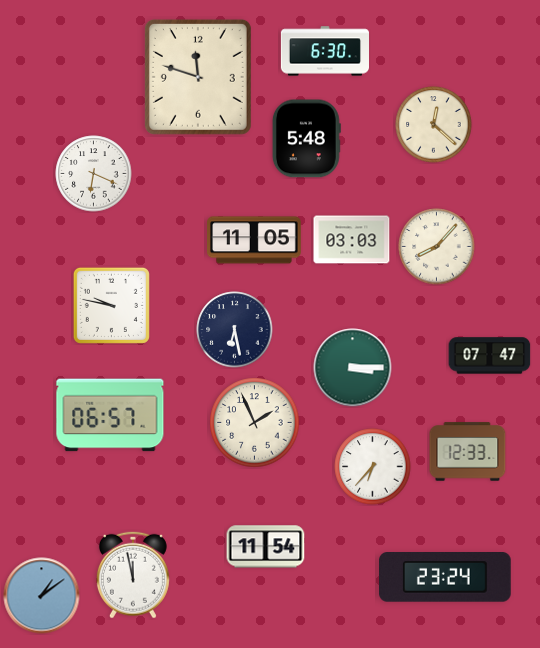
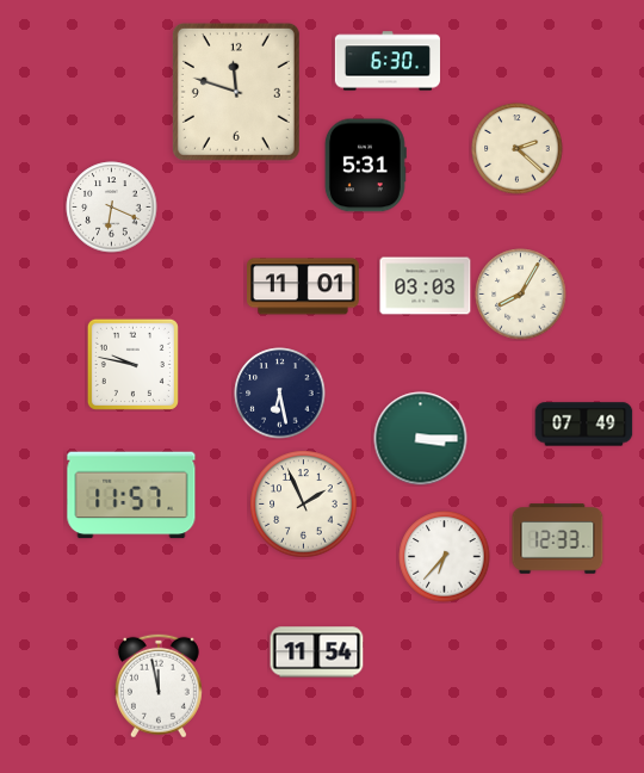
clock at (434, 125): 12:22 -> 2:22
clock at (306, 139): 5:48 -> 5:31
clock at (255, 240): 11:05 -> 11:01
clock at (352, 240) position: (352, 240) -> (426, 286)
clock at (437, 247): 8:07 -> 8:05
clock at (490, 356): 07:47 -> 07:49
clock at (110, 415): 06:57 -> 11:57
clock at (446, 578): 23:24 -> none
clock at (42, 596): 1:09 -> none
